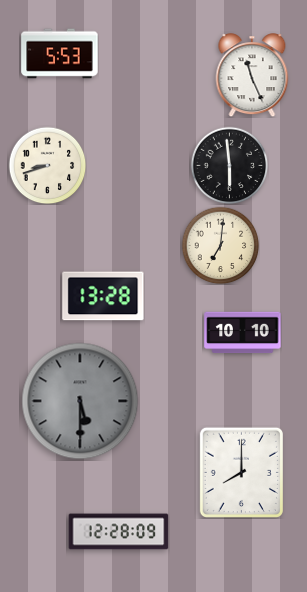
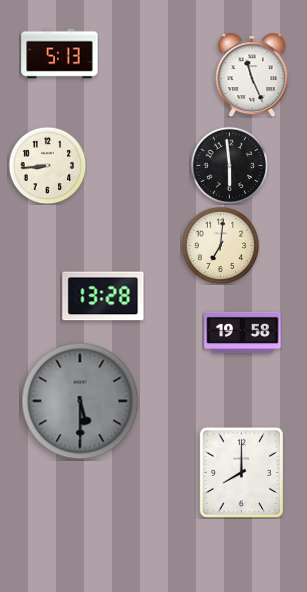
clock at (60, 54): 5:53 -> 5:13
clock at (47, 165): 8:42 -> 8:44
clock at (243, 333): 10:10 -> 19:58
clock at (119, 532): 12:28 -> none
